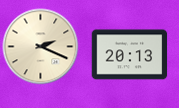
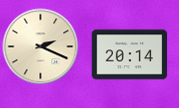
clock at (130, 55): 20:13 -> 20:14
